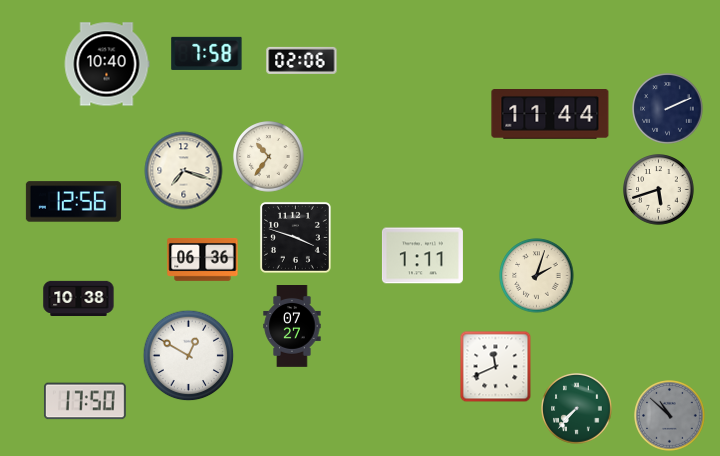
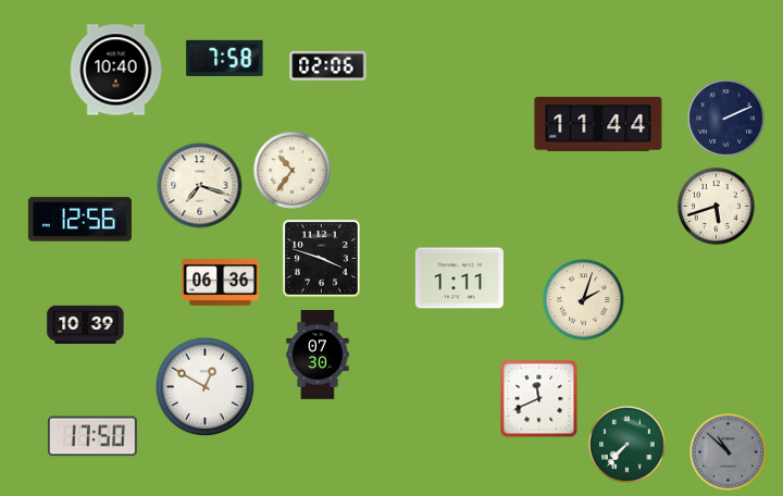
clock at (79, 298): 10:38 -> 10:39
clock at (292, 327): 07:27 -> 07:30
